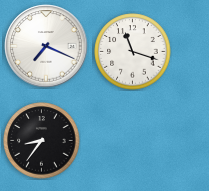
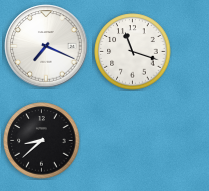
clock at (42, 141): 8:36 -> 8:38
